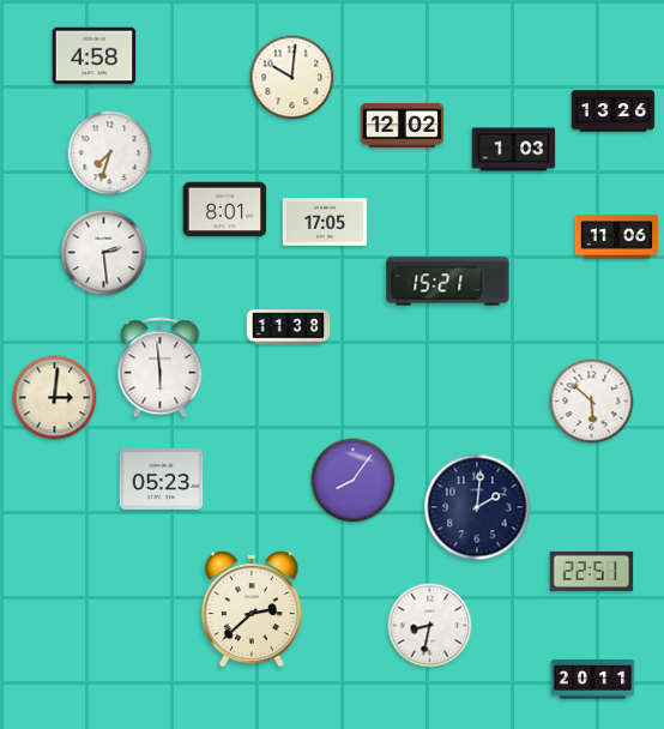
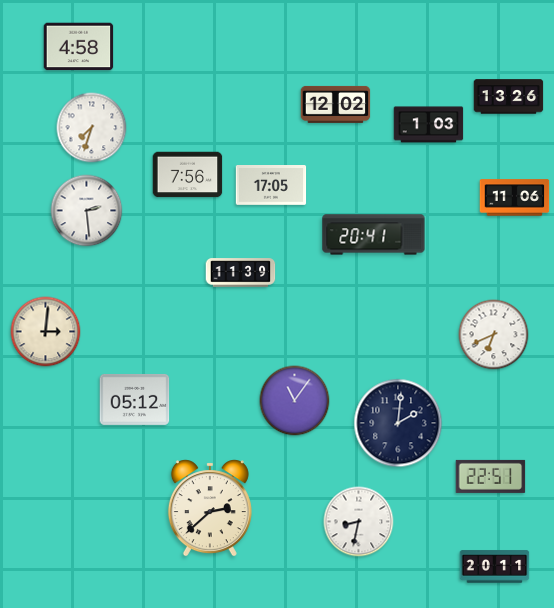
clock at (292, 78): 10:01 -> none
clock at (614, 112) position: (614, 112) -> (509, 97)
clock at (225, 210): 8:01 -> 7:56
clock at (448, 282): 15:21 -> 20:41
clock at (289, 327): 11:38 -> 11:39
clock at (161, 368): 5:59 -> none
clock at (592, 402): 5:52 -> 6:41
clock at (162, 478): 05:23 -> 05:12
clock at (354, 481): 8:06 -> 11:06
clock at (592, 571) position: (592, 571) -> (491, 476)
